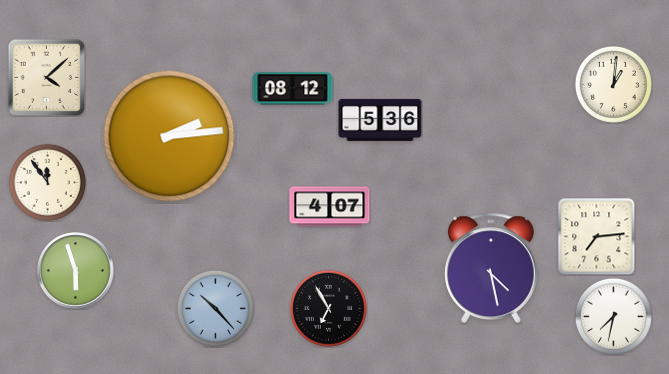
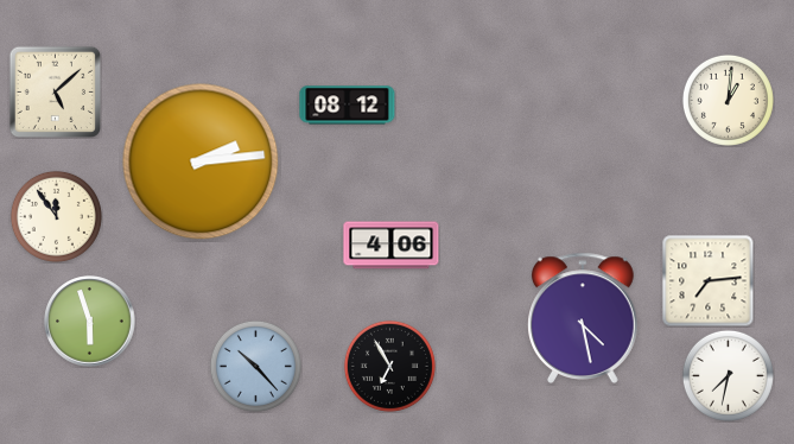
clock at (46, 77): 4:08 -> 5:08
clock at (380, 120): 5:36 -> none
clock at (330, 207): 4:07 -> 4:06
